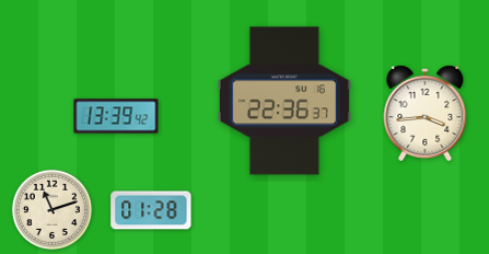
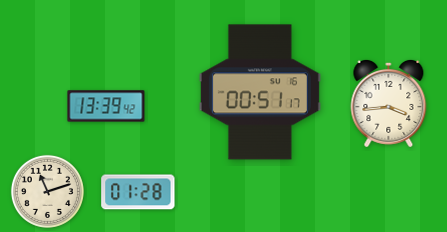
clock at (284, 101): 22:36 -> 00:51
